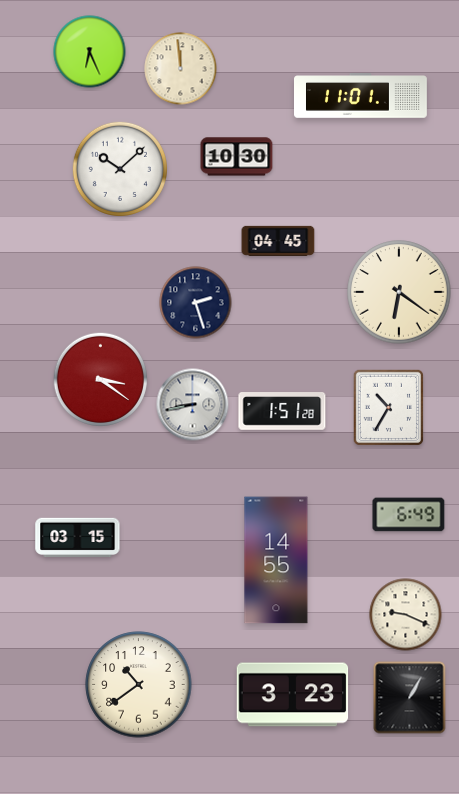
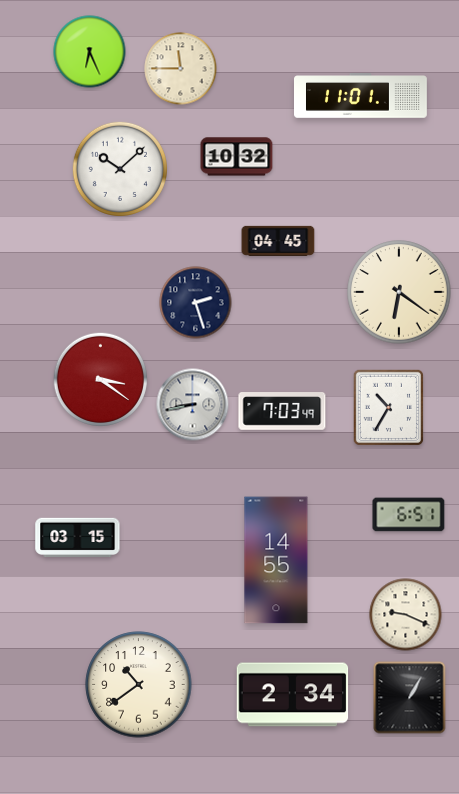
clock at (181, 69): 11:59 -> 11:45
clock at (237, 157): 10:30 -> 10:32
clock at (282, 411): 1:51 -> 7:03
clock at (409, 515): 6:49 -> 6:51
clock at (293, 695): 3:23 -> 2:34
